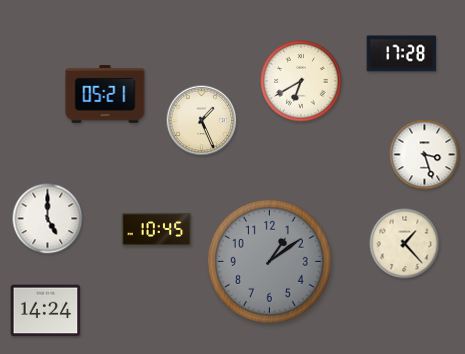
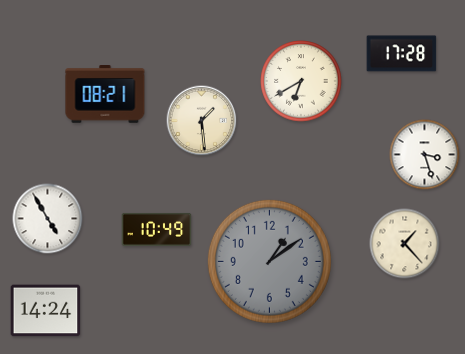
clock at (105, 95): 05:21 -> 08:21
clock at (202, 121): 1:26 -> 1:29
clock at (48, 219): 5:00 -> 4:55
clock at (157, 229): 10:45 -> 10:49
